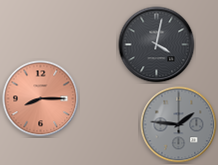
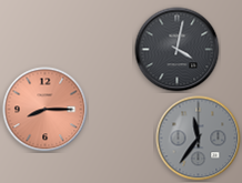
clock at (157, 45) position: (157, 45) -> (178, 50)
clock at (179, 125): 1:46 -> 11:36
